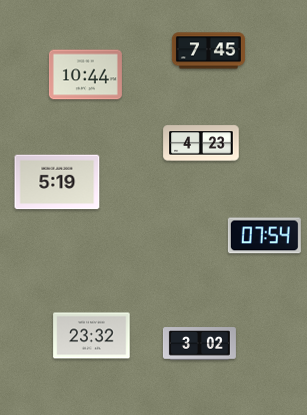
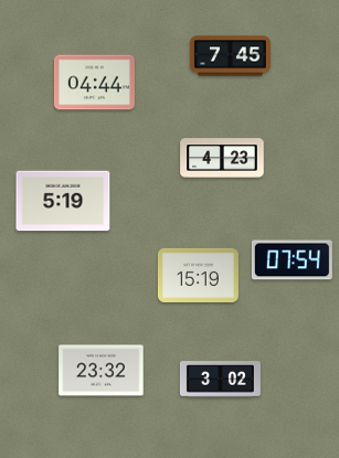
clock at (85, 75): 10:44 -> 04:44
clock at (198, 275): none -> 15:19
